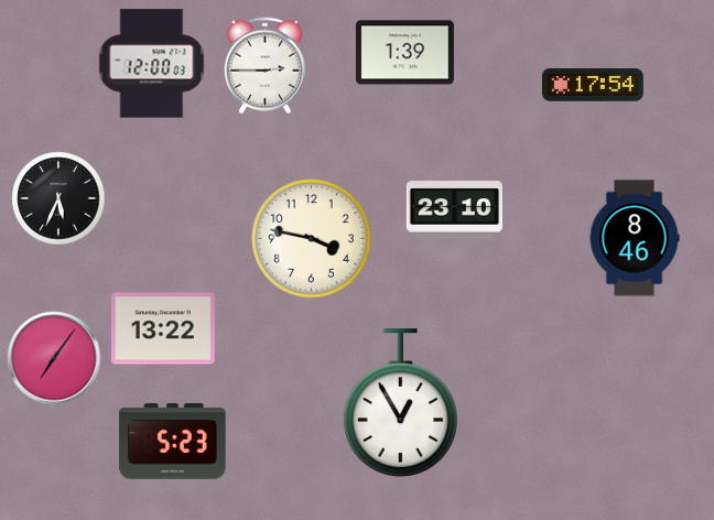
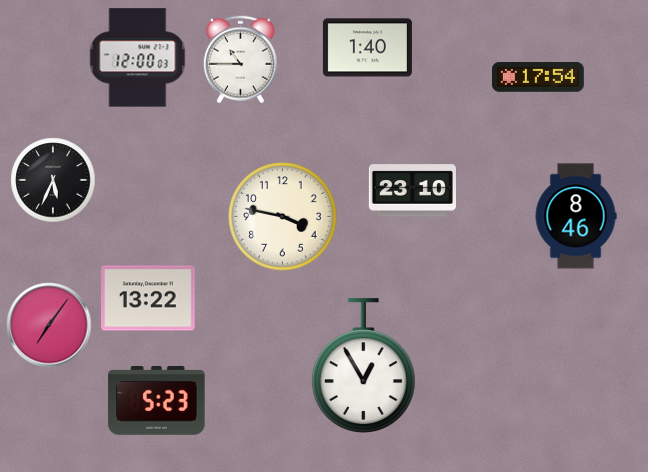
clock at (404, 53): 1:39 -> 1:40
clock at (264, 66): 2:45 -> 10:45
